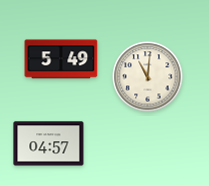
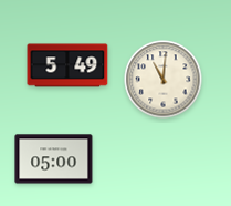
clock at (148, 77) position: (148, 77) -> (164, 80)
clock at (49, 144): 04:57 -> 05:00
